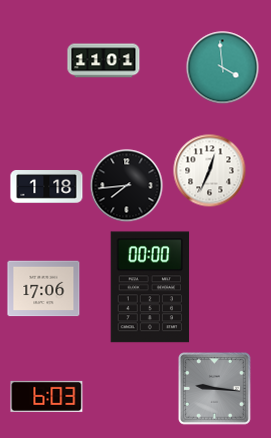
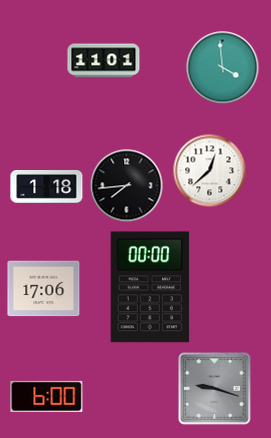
clock at (210, 171): 12:34 -> 12:38
clock at (215, 389): 9:16 -> 9:18
clock at (47, 396): 6:03 -> 6:00
